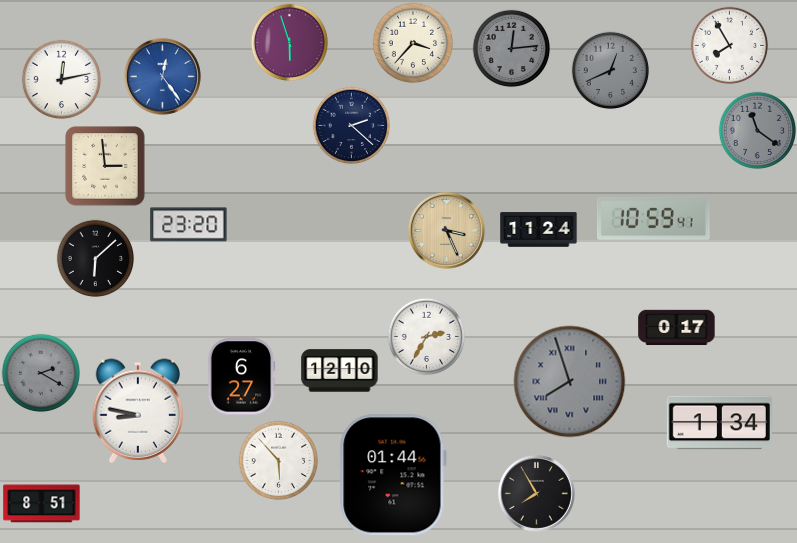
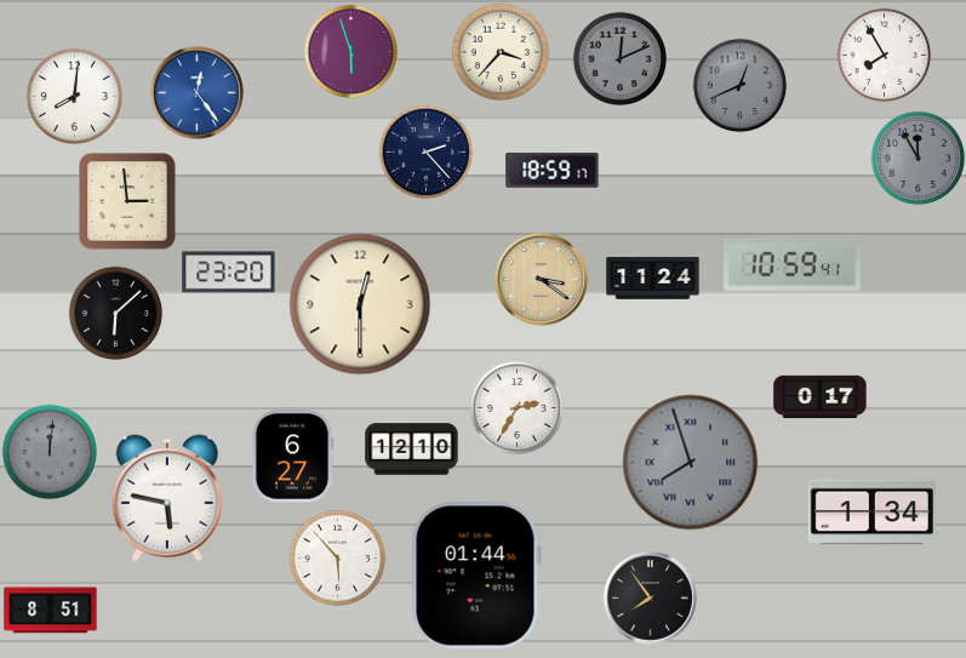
clock at (511, 48): 12:14 -> 12:11
clock at (61, 79): 12:13 -> 8:01
clock at (351, 125): 2:22 -> 2:23
clock at (757, 130): 11:21 -> 11:55
clock at (553, 170): none -> 18:59
clock at (446, 230): 3:26 -> 3:21
clock at (360, 304): none -> 12:30
clock at (41, 373): 2:20 -> 12:01
clock at (137, 411): 8:47 -> 5:47
clock at (536, 493): 7:55 -> 7:54
